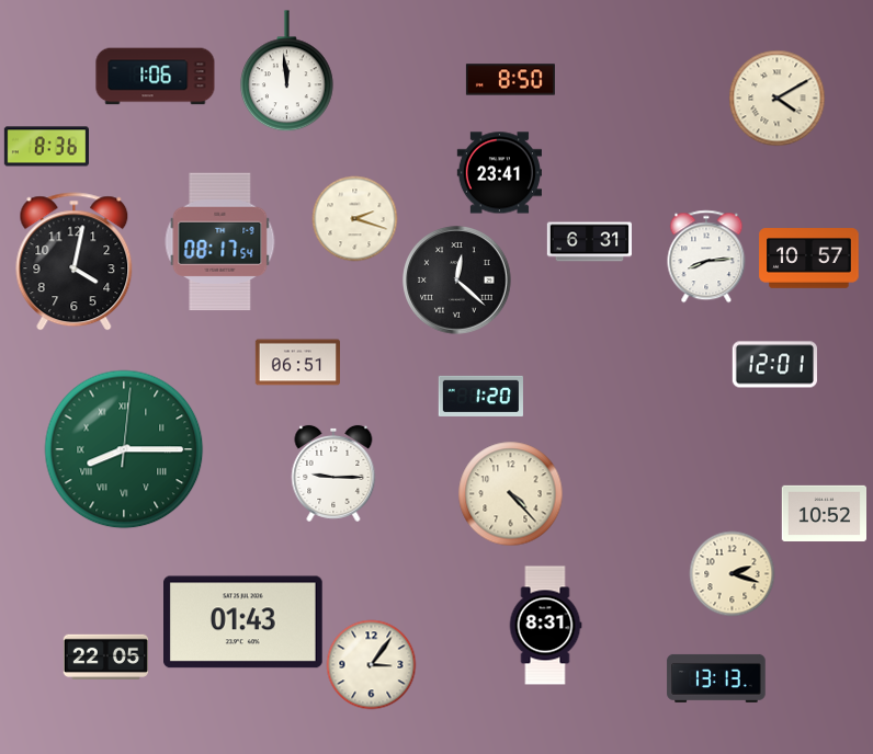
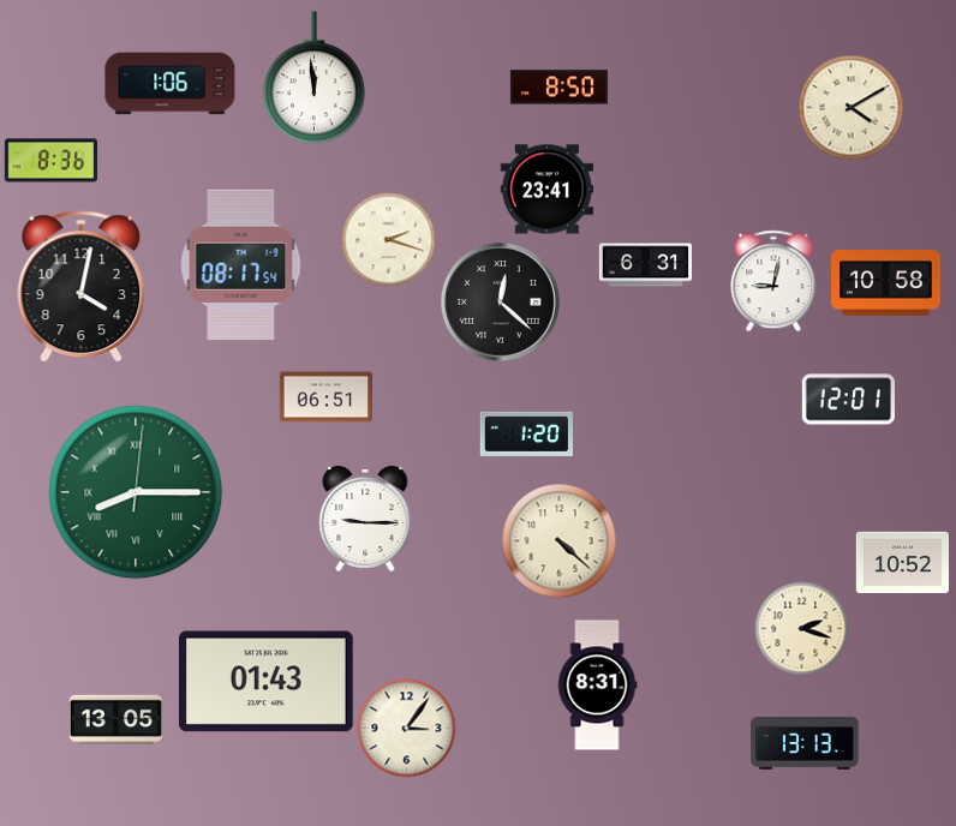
clock at (706, 256): 8:14 -> 9:02
clock at (809, 259): 10:57 -> 10:58
clock at (457, 281) position: (457, 281) -> (501, 303)
clock at (510, 493): 4:23 -> 4:22
clock at (105, 656): 22:05 -> 13:05
clock at (716, 678) position: (716, 678) -> (805, 743)
